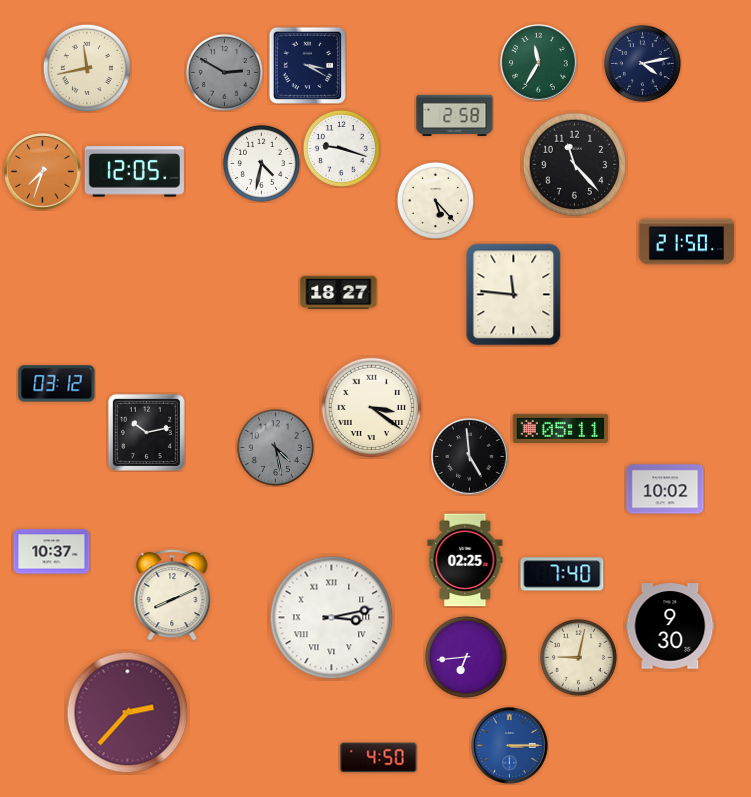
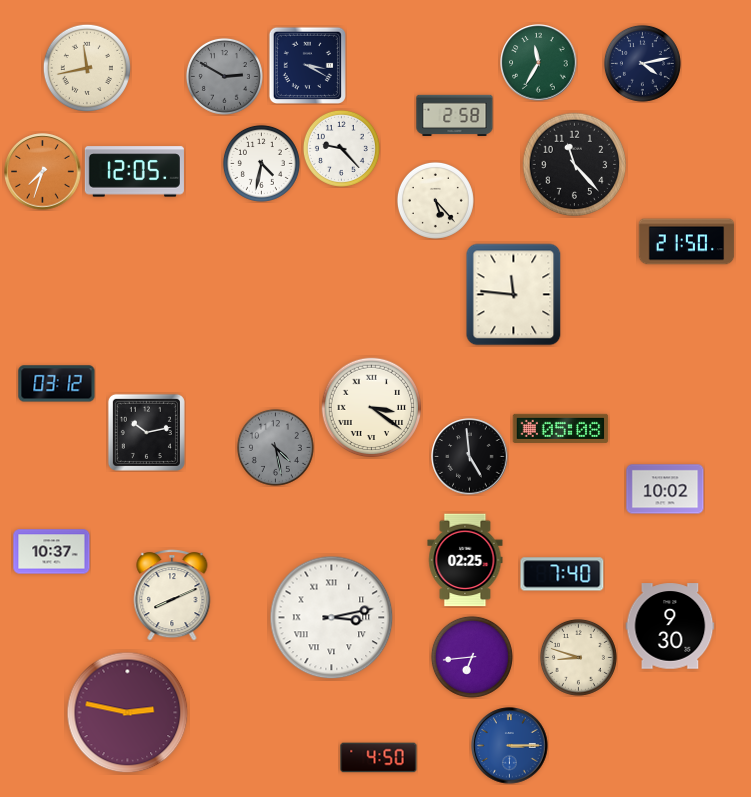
clock at (224, 72) position: (224, 72) -> (224, 76)
clock at (341, 148): 9:18 -> 9:23
clock at (339, 293): 18:27 -> none
clock at (561, 428): 05:11 -> 05:08
clock at (466, 657) position: (466, 657) -> (472, 657)
clock at (578, 657): 9:02 -> 8:48
clock at (128, 713): 2:37 -> 2:47
